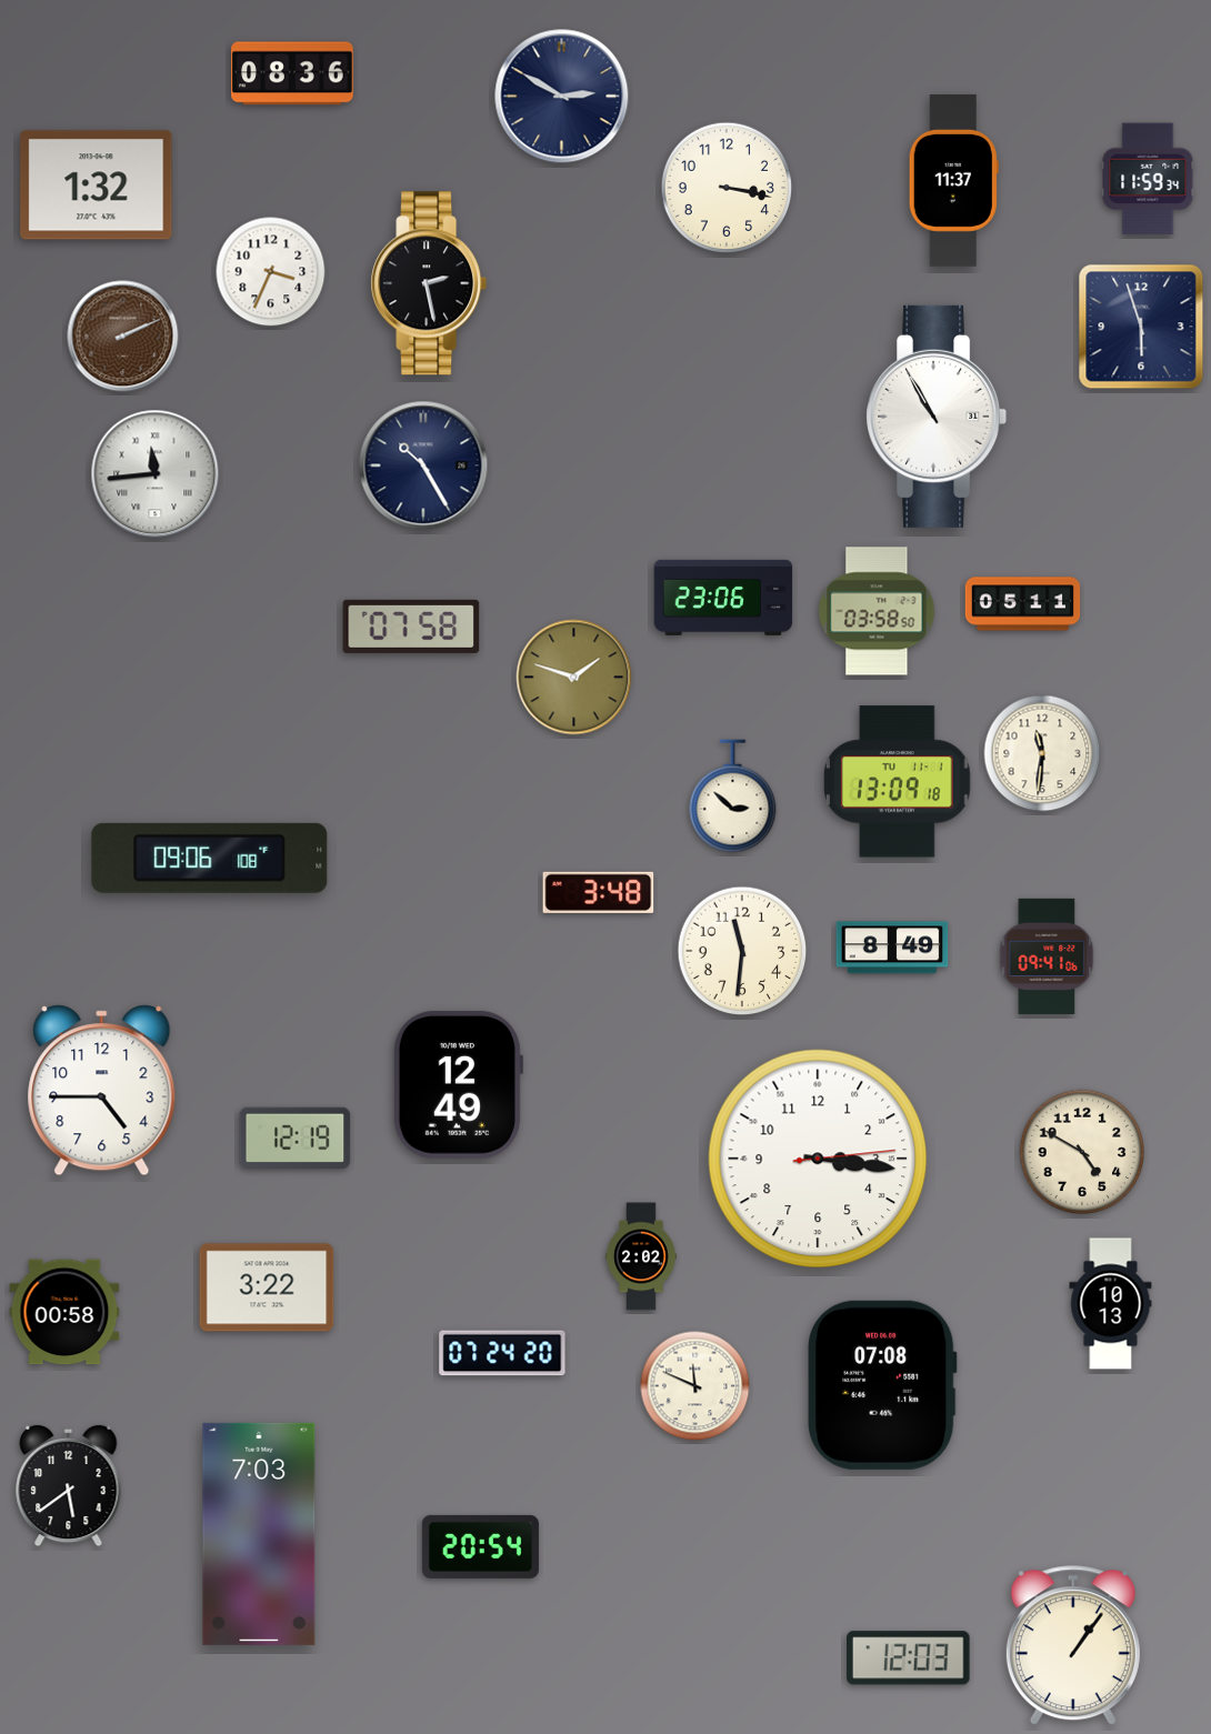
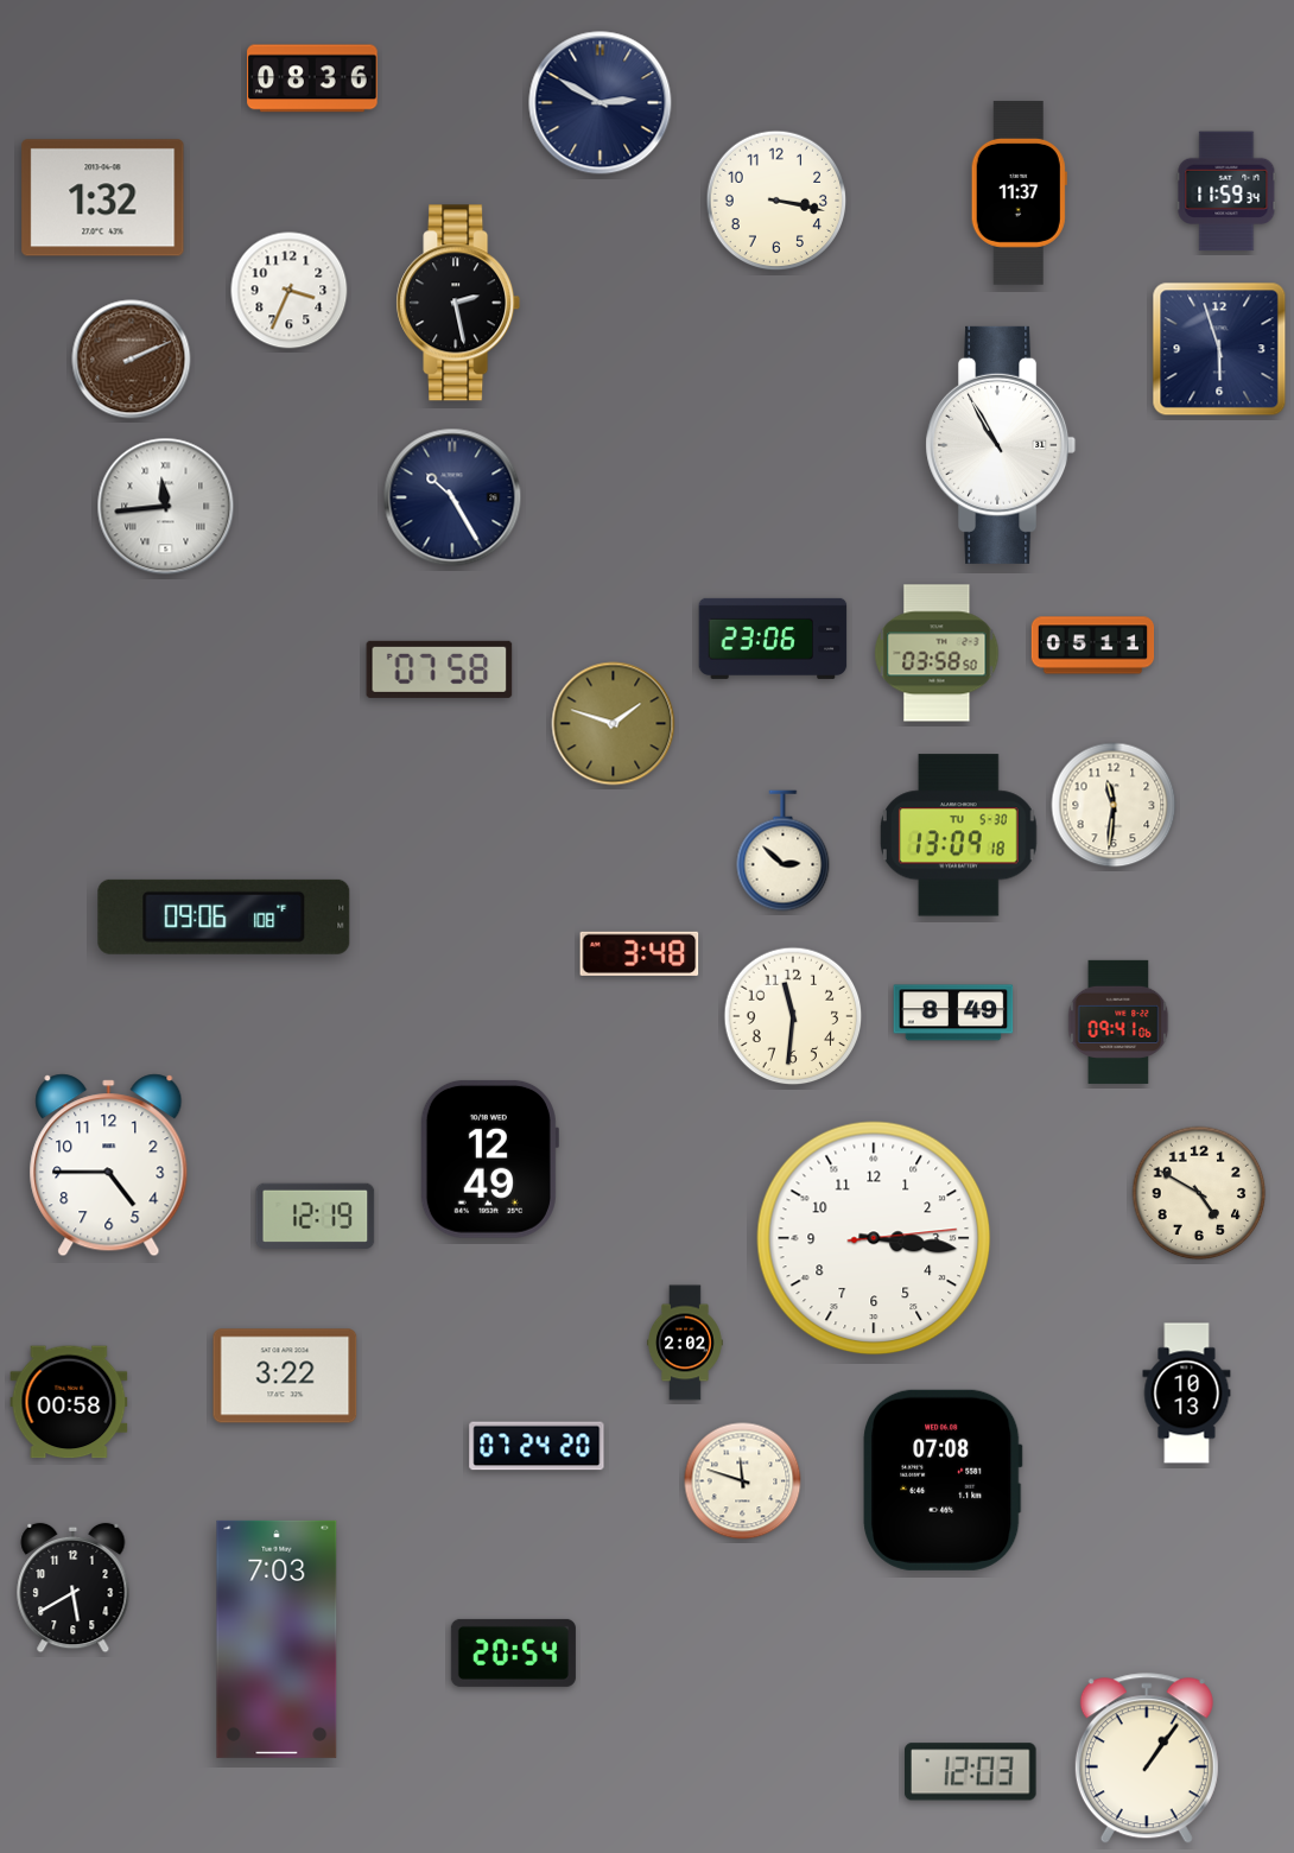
clock at (897, 782) date: TU 11-1 -> TU 5-30
clock at (1082, 1152) position: (1082, 1152) -> (1199, 1193)
clock at (695, 1386): 11:49 -> 11:48
clock at (69, 1486): 5:39 -> 5:40
